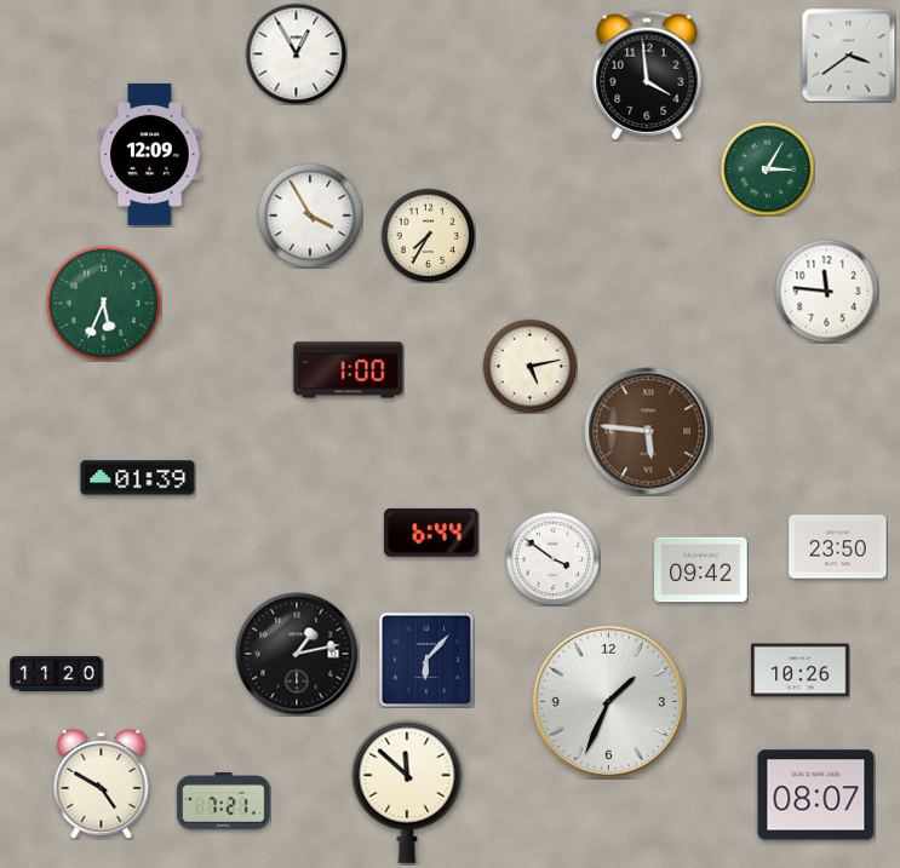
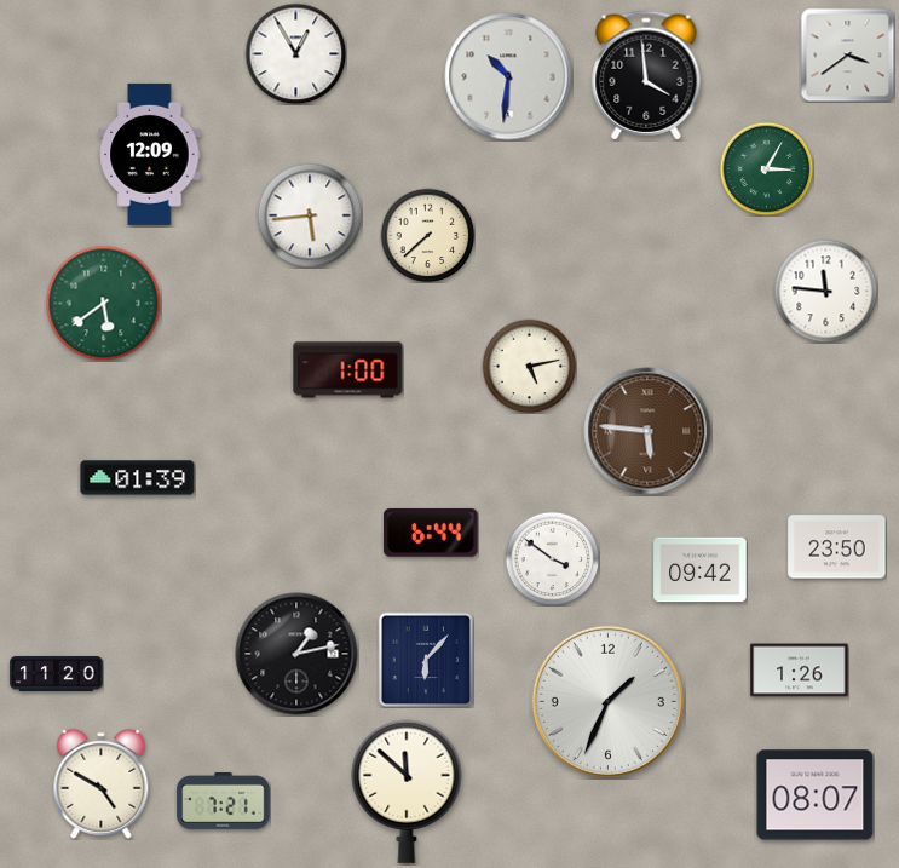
clock at (508, 76): none -> 10:31
clock at (310, 215): 3:55 -> 5:44
clock at (428, 235): 7:35 -> 7:38
clock at (103, 303): 5:34 -> 5:39
clock at (801, 671): 10:26 -> 1:26
